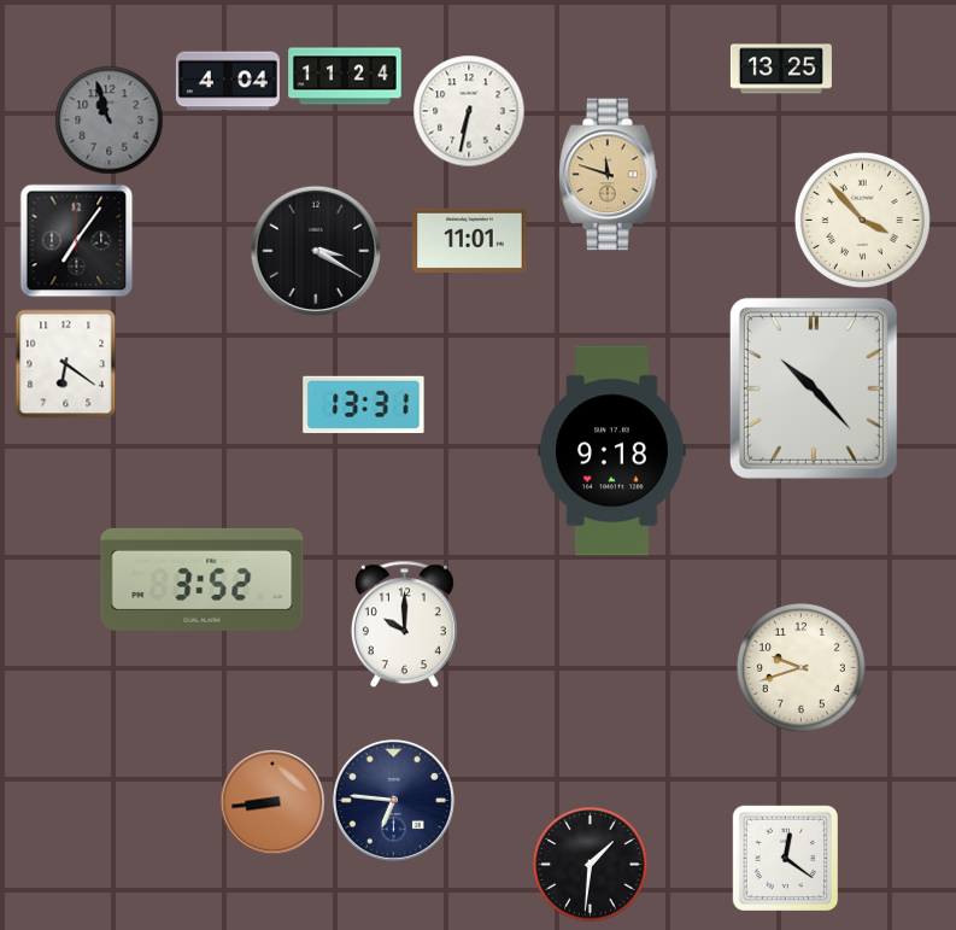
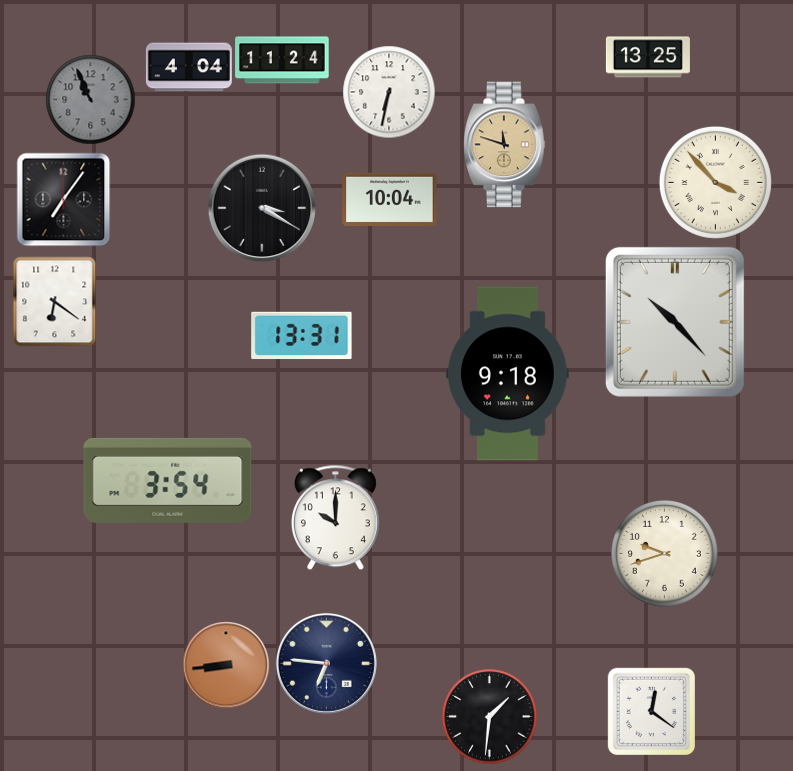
clock at (345, 76) position: (345, 76) -> (282, 60)
clock at (108, 119): 10:57 -> 10:56
clock at (470, 240): 11:01 -> 10:04
clock at (203, 579): 3:52 -> 3:54
